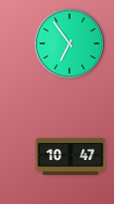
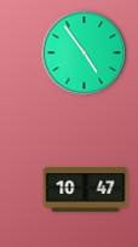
clock at (70, 44): 6:54 -> 4:54
